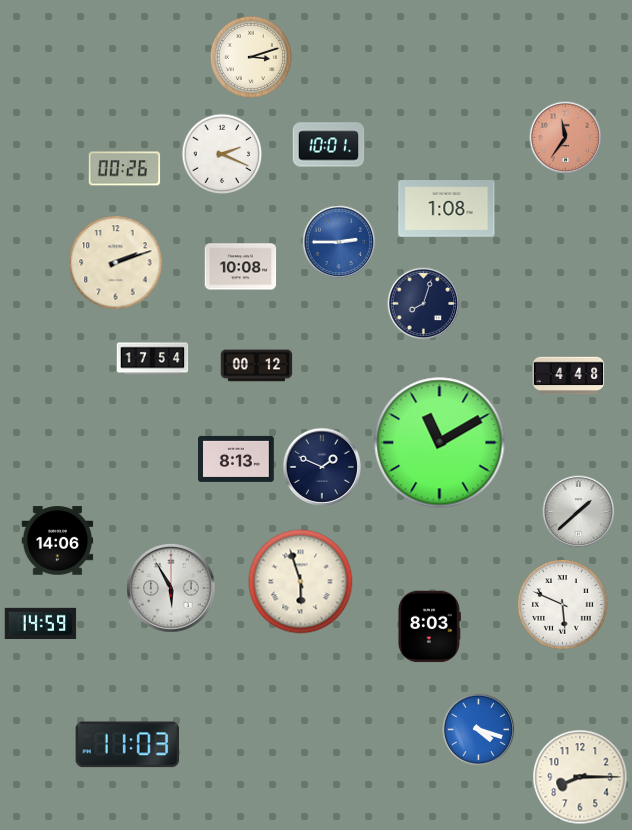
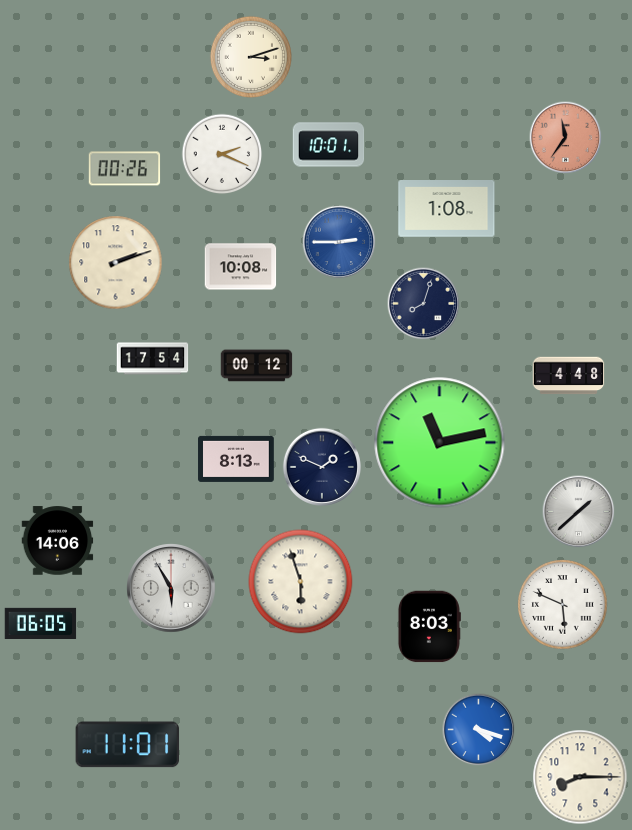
clock at (440, 443): 11:10 -> 11:13
clock at (41, 623): 14:59 -> 06:05
clock at (128, 745): 11:03 -> 11:01
